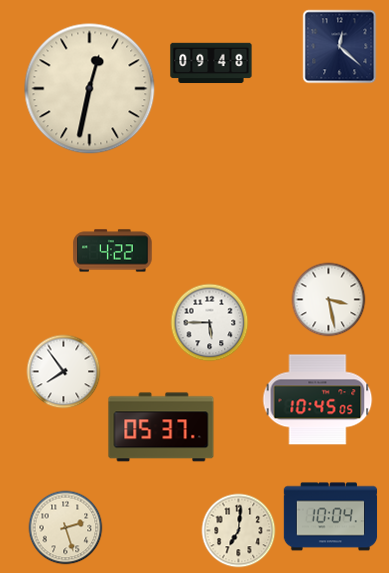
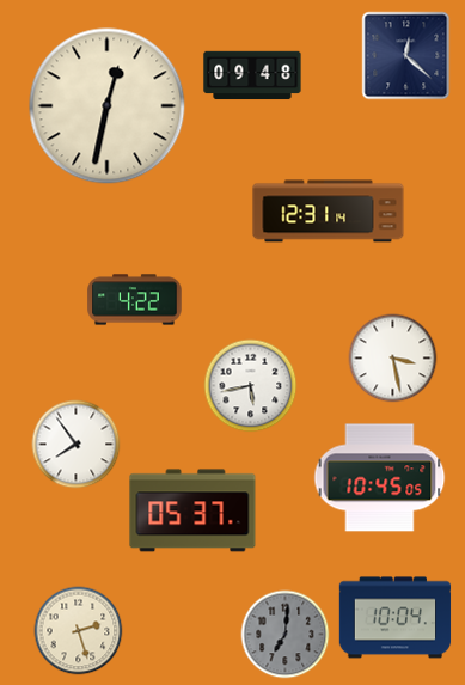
clock at (329, 212): none -> 12:31
clock at (210, 323): 5:45 -> 5:43
clock at (239, 531) dial: cream -> grey
